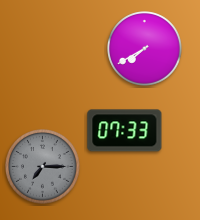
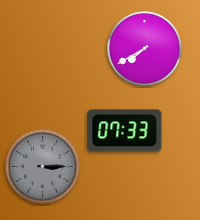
clock at (43, 167): 7:15 -> 3:15
